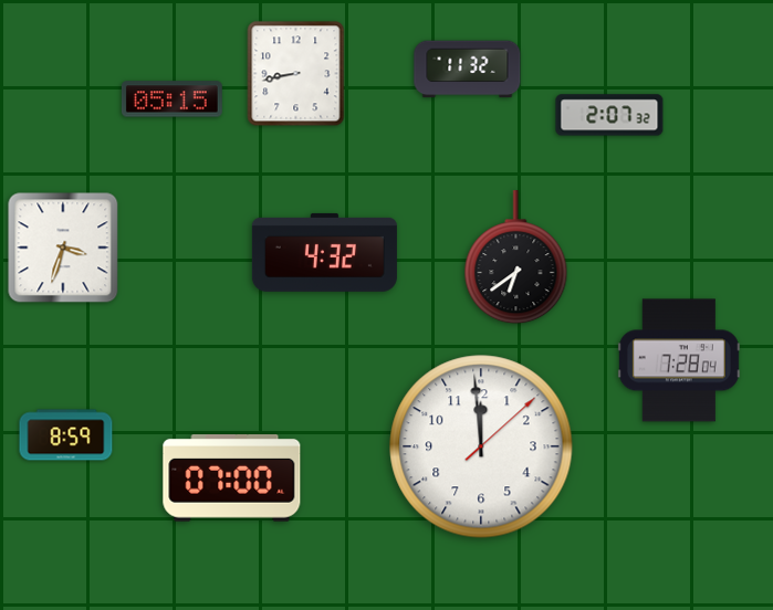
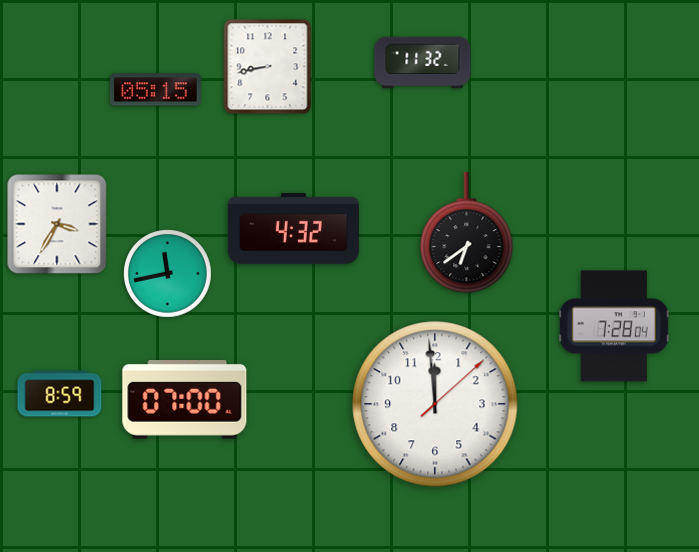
clock at (609, 115): 2:07 -> none
clock at (63, 248): 3:33 -> 3:35
clock at (168, 274): none -> 11:43
clock at (232, 478) position: (232, 478) -> (185, 400)
